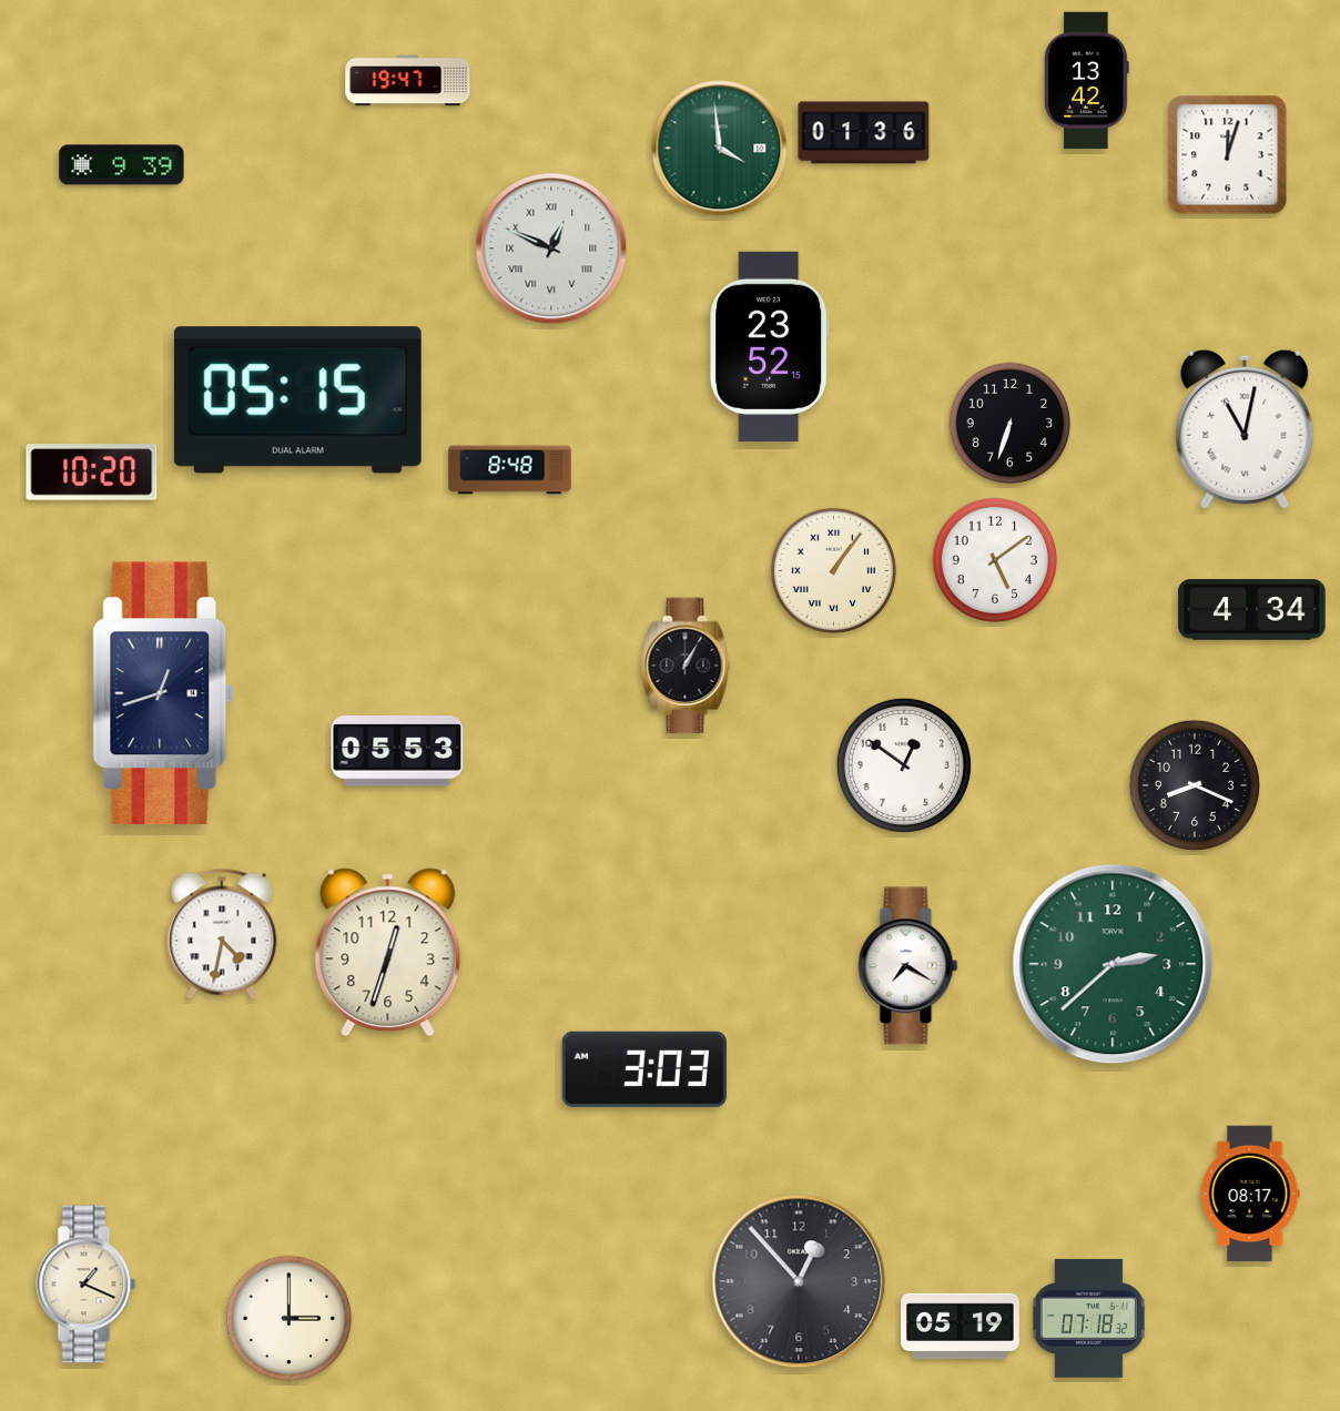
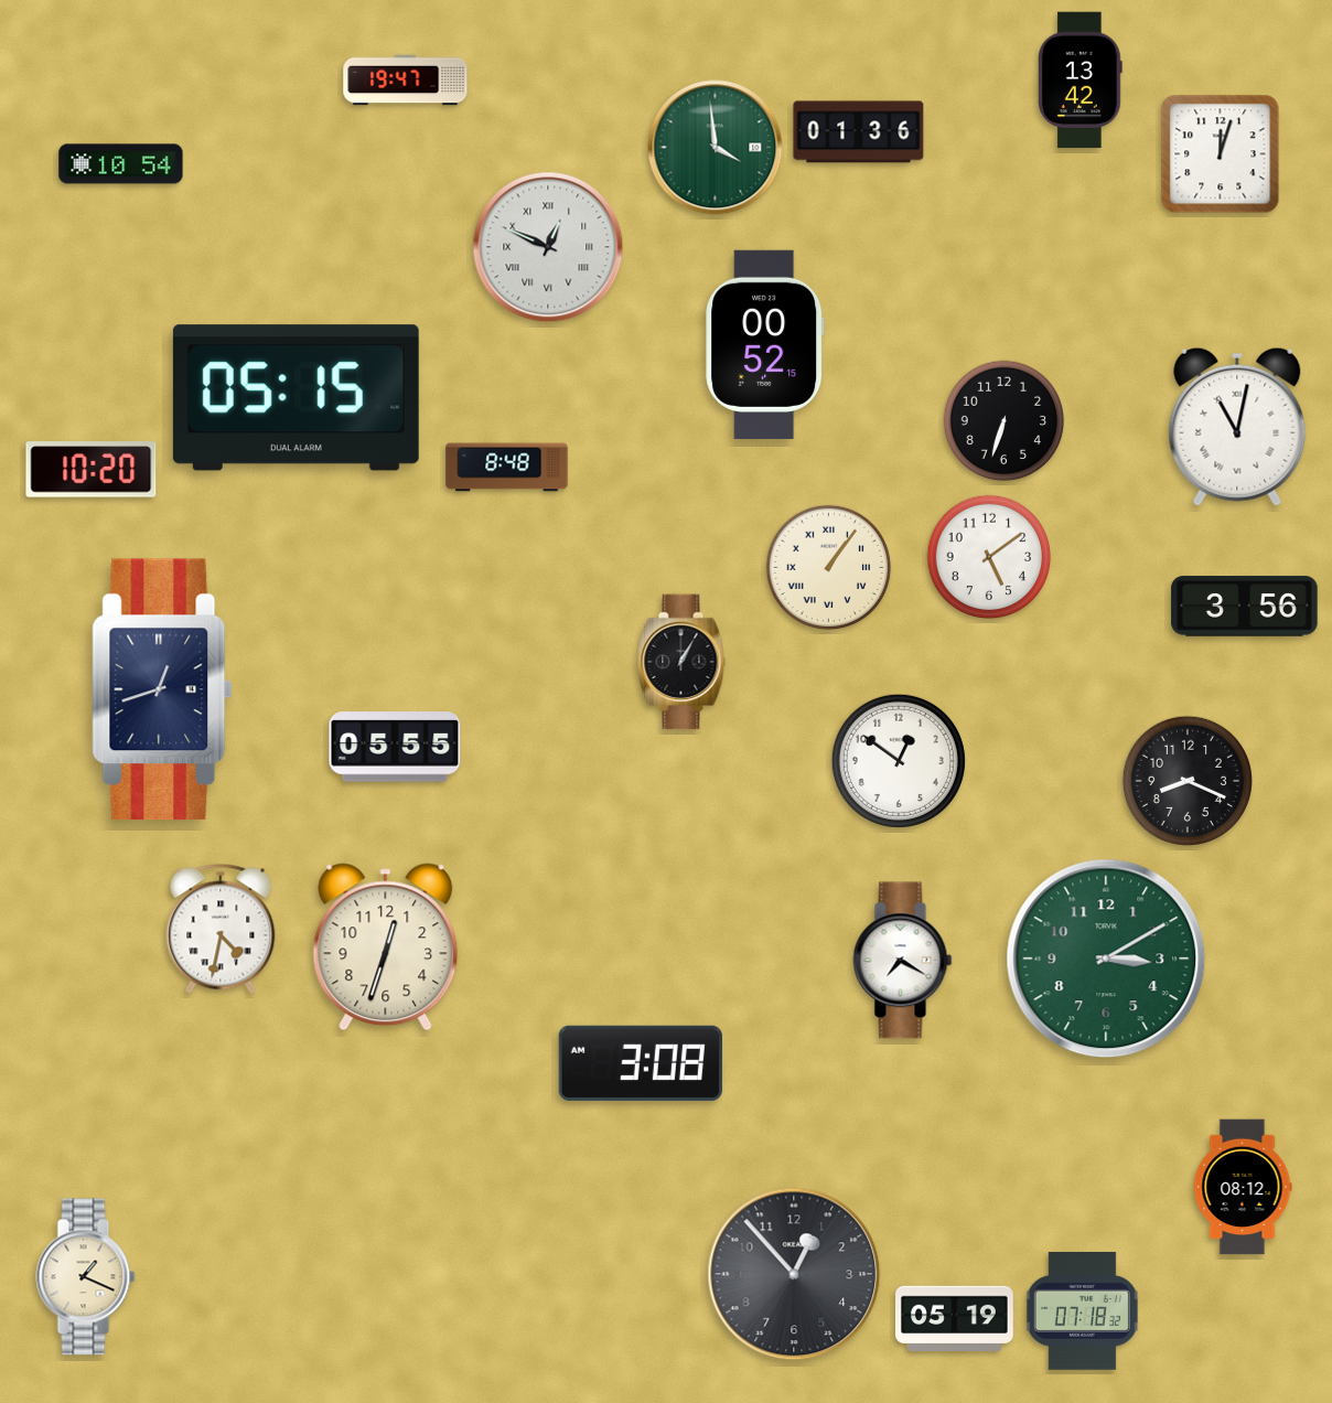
clock at (122, 165): 9:39 -> 10:54
clock at (770, 346): 23:52 -> 00:52
clock at (1252, 610): 4:34 -> 3:56
clock at (397, 751): 05:53 -> 05:55
clock at (1113, 964): 2:38 -> 3:10
clock at (644, 1069): 3:03 -> 3:08
clock at (1250, 1194): 08:17 -> 08:12
clock at (290, 1319): 3:00 -> none
